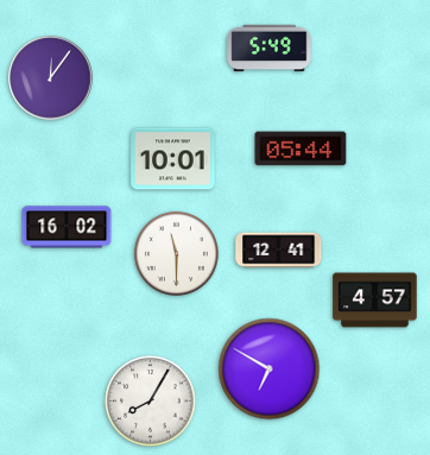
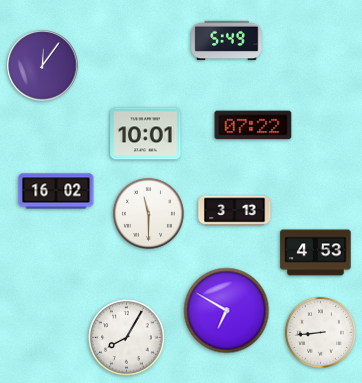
clock at (301, 148): 05:44 -> 07:22
clock at (279, 251): 12:41 -> 3:13
clock at (375, 301): 4:57 -> 4:53
clock at (320, 332): none -> 8:44
